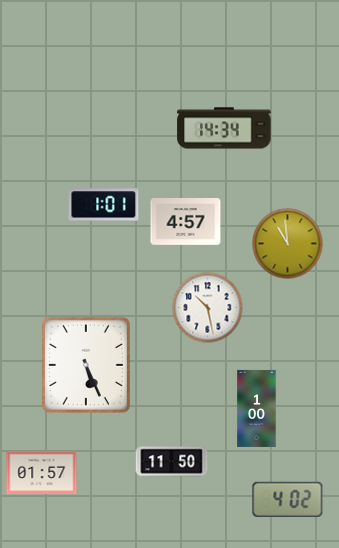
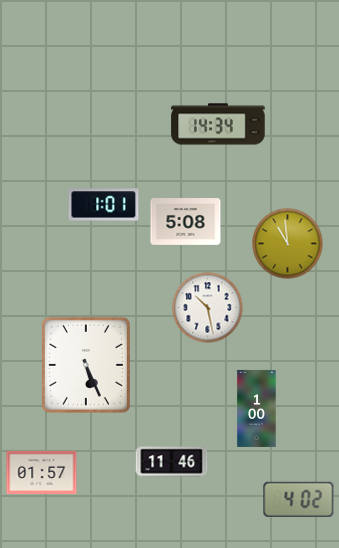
clock at (224, 128) position: (224, 128) -> (218, 124)
clock at (186, 222): 4:57 -> 5:08
clock at (172, 462): 11:50 -> 11:46
clock at (288, 499) position: (288, 499) -> (299, 499)
